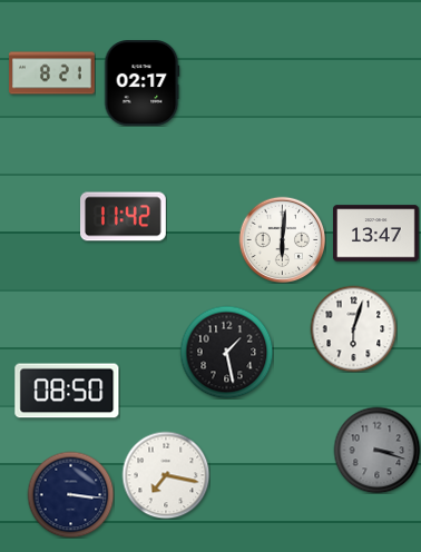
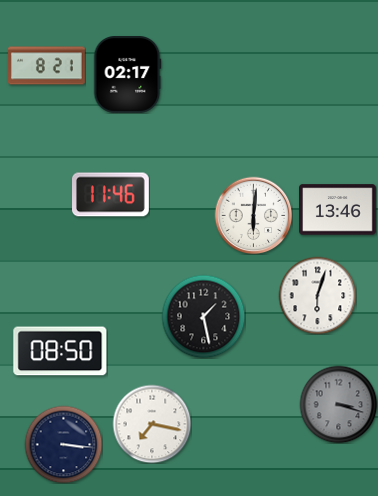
clock at (124, 217): 11:42 -> 11:46
clock at (376, 234): 13:47 -> 13:46
clock at (166, 475) position: (166, 475) -> (152, 424)
